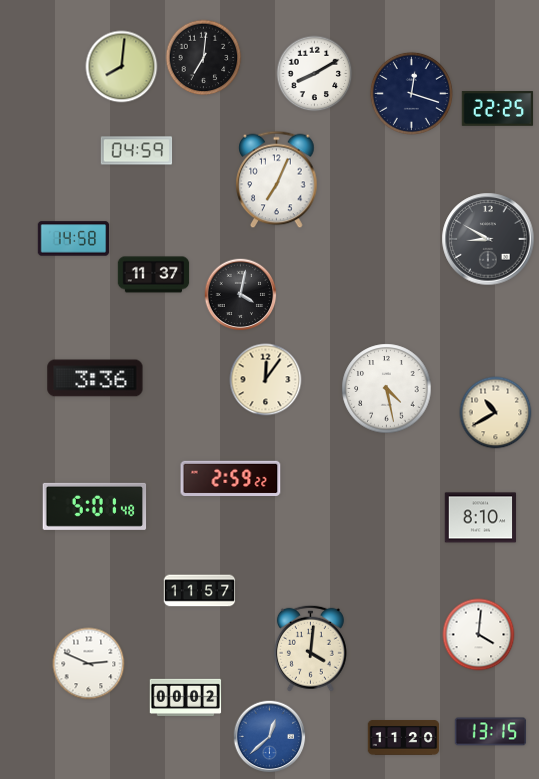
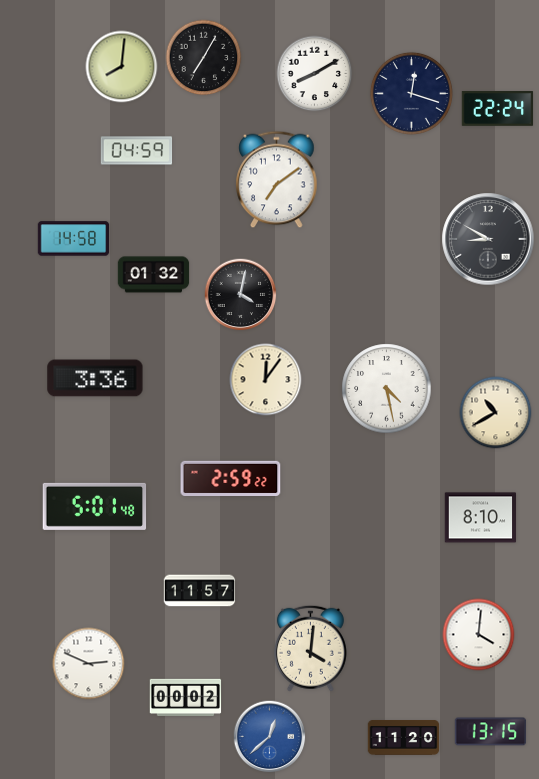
clock at (204, 58): 7:01 -> 7:05
clock at (498, 109): 22:25 -> 22:24
clock at (277, 180): 7:04 -> 7:09
clock at (154, 275): 11:37 -> 01:32
